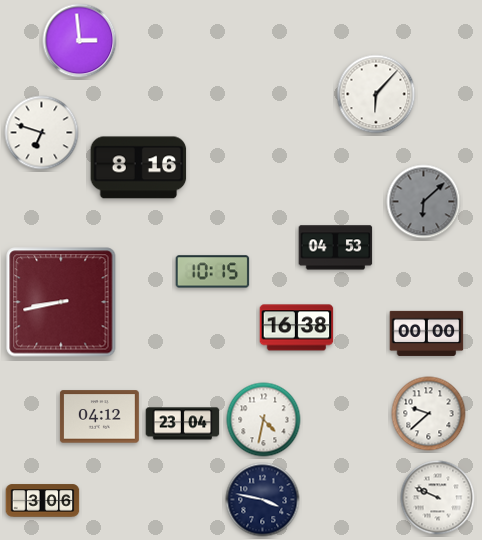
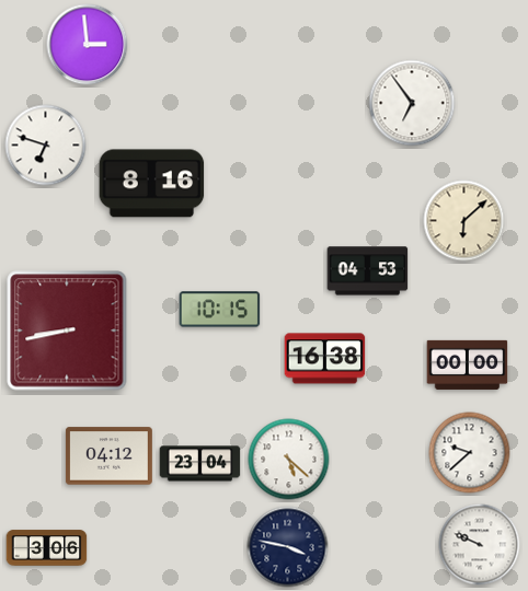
clock at (376, 94): 6:07 -> 6:54
clock at (424, 202) dial: grey -> cream
clock at (213, 272) position: (213, 272) -> (220, 310)
clock at (264, 420): 4:32 -> 5:22
